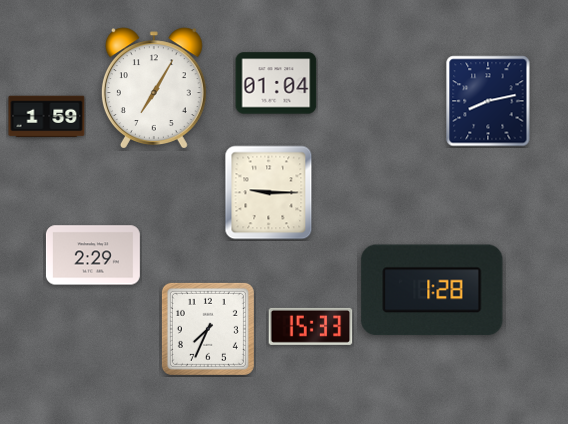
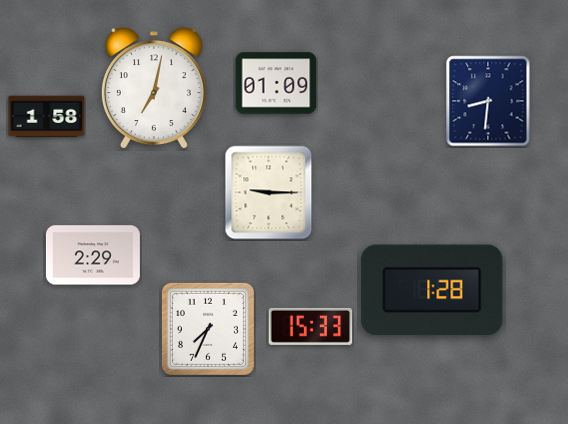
clock at (276, 83): 01:04 -> 01:09
clock at (154, 88): 7:05 -> 7:02
clock at (488, 101): 8:13 -> 8:31
clock at (47, 117): 1:59 -> 1:58
